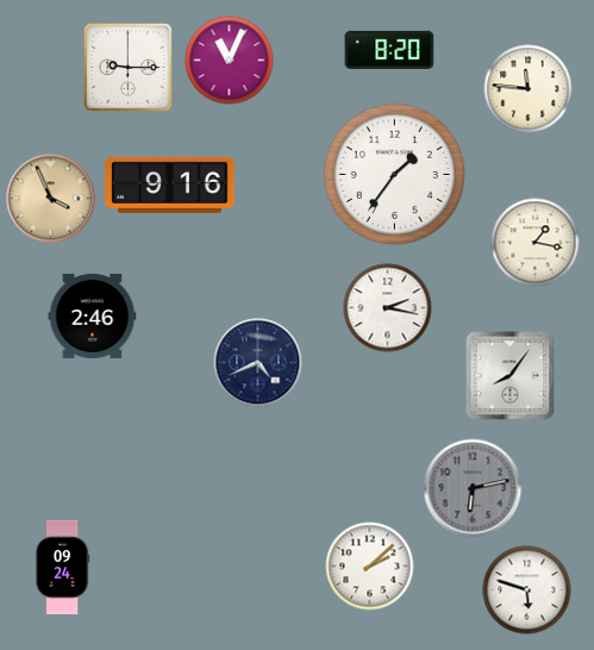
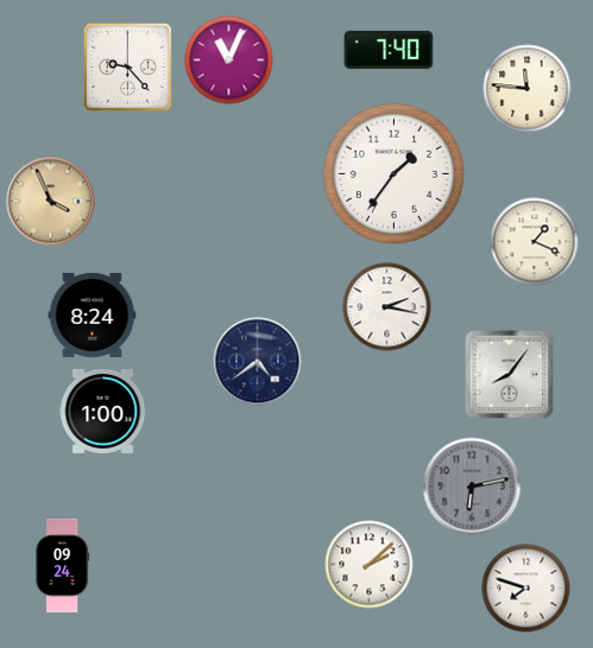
clock at (389, 50): 8:20 -> 7:40
clock at (127, 67): 9:15 -> 9:23
clock at (170, 185): 9:16 -> none
clock at (51, 199) position: (51, 199) -> (51, 202)
clock at (536, 243): 1:17 -> 1:19
clock at (93, 315): 2:46 -> 8:24
clock at (258, 363): 4:41 -> 4:39
clock at (103, 411): none -> 1:00
clock at (527, 590): 5:48 -> 7:48
